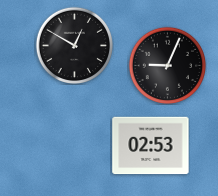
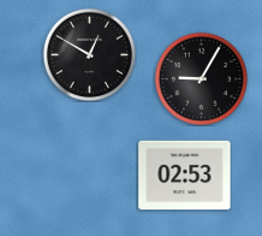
clock at (167, 65): 9:04 -> 9:05
clock at (151, 146) position: (151, 146) -> (185, 176)
